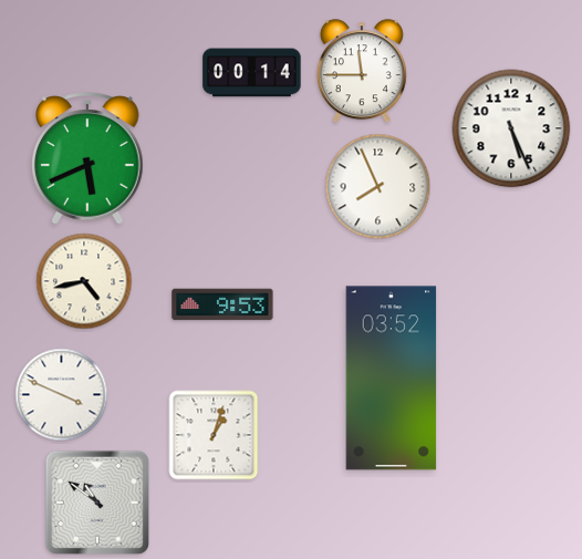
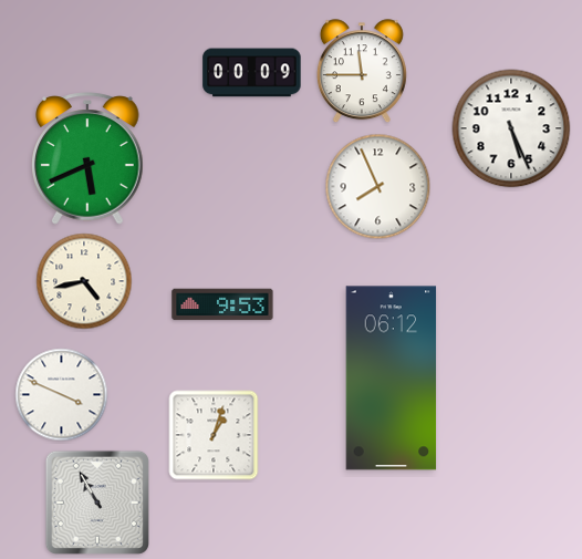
clock at (252, 73): 00:14 -> 00:09
clock at (392, 379): 03:52 -> 06:12
clock at (97, 503): 10:51 -> 10:55
